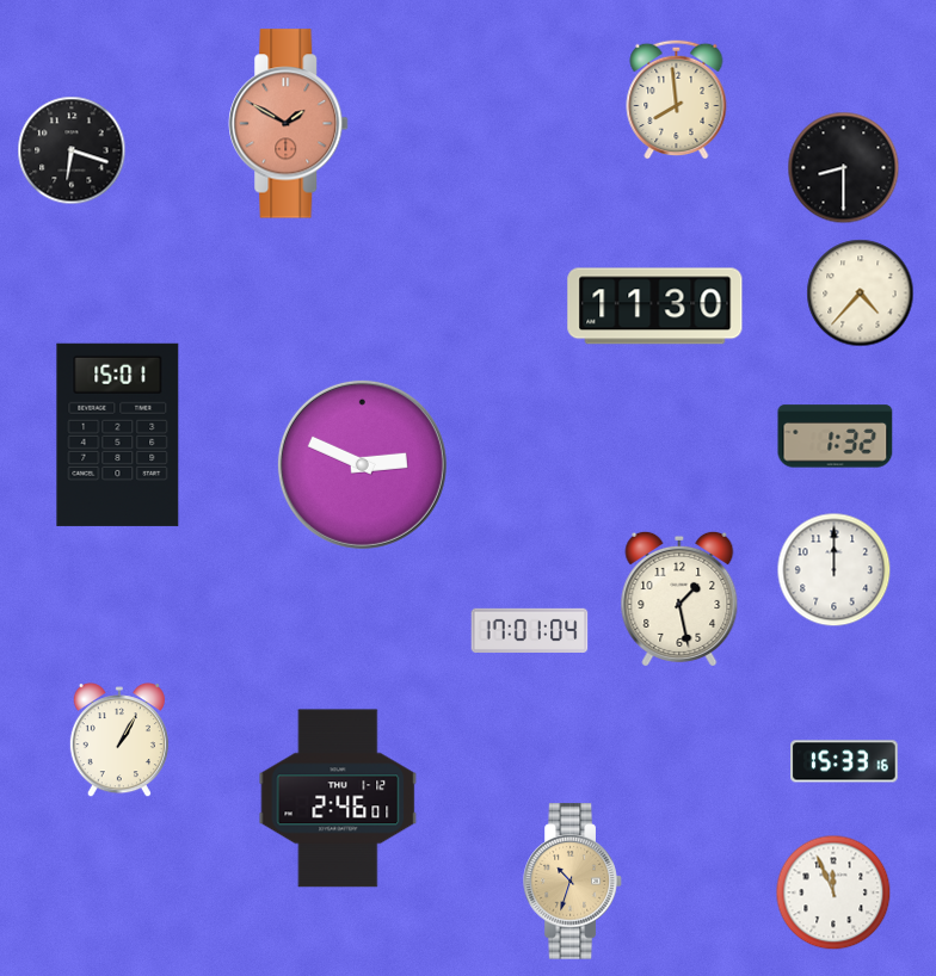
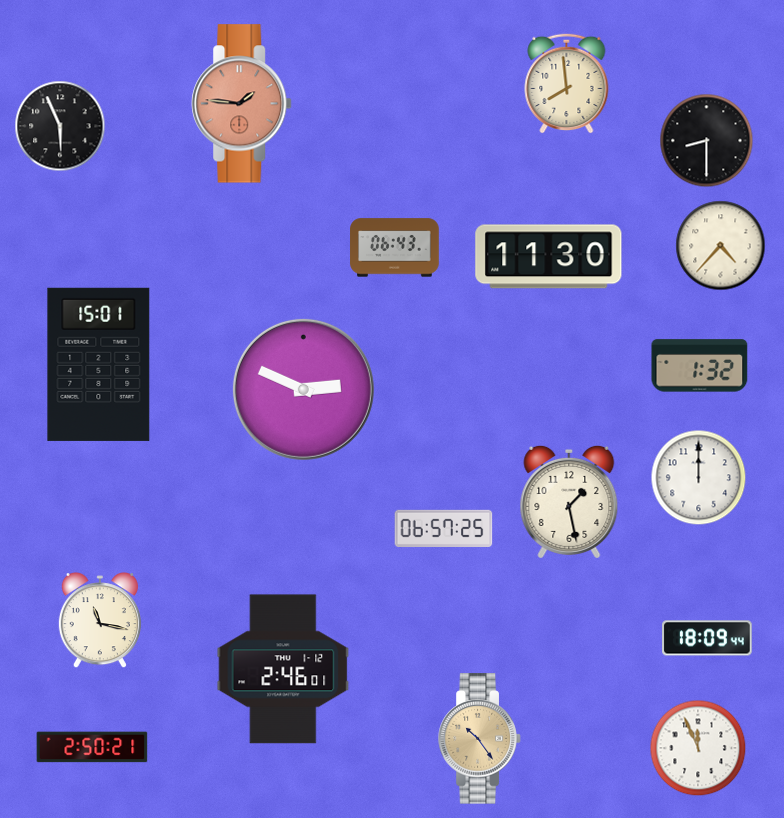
clock at (289, 124): 1:50 -> 1:46
clock at (72, 150): 6:18 -> 5:56
clock at (395, 248): none -> 06:43
clock at (530, 630): 17:01 -> 06:57
clock at (119, 741): 1:05 -> 11:17
clock at (844, 761): 15:33 -> 18:09
clock at (573, 882): 10:33 -> 10:24
clock at (92, 747): none -> 2:50
